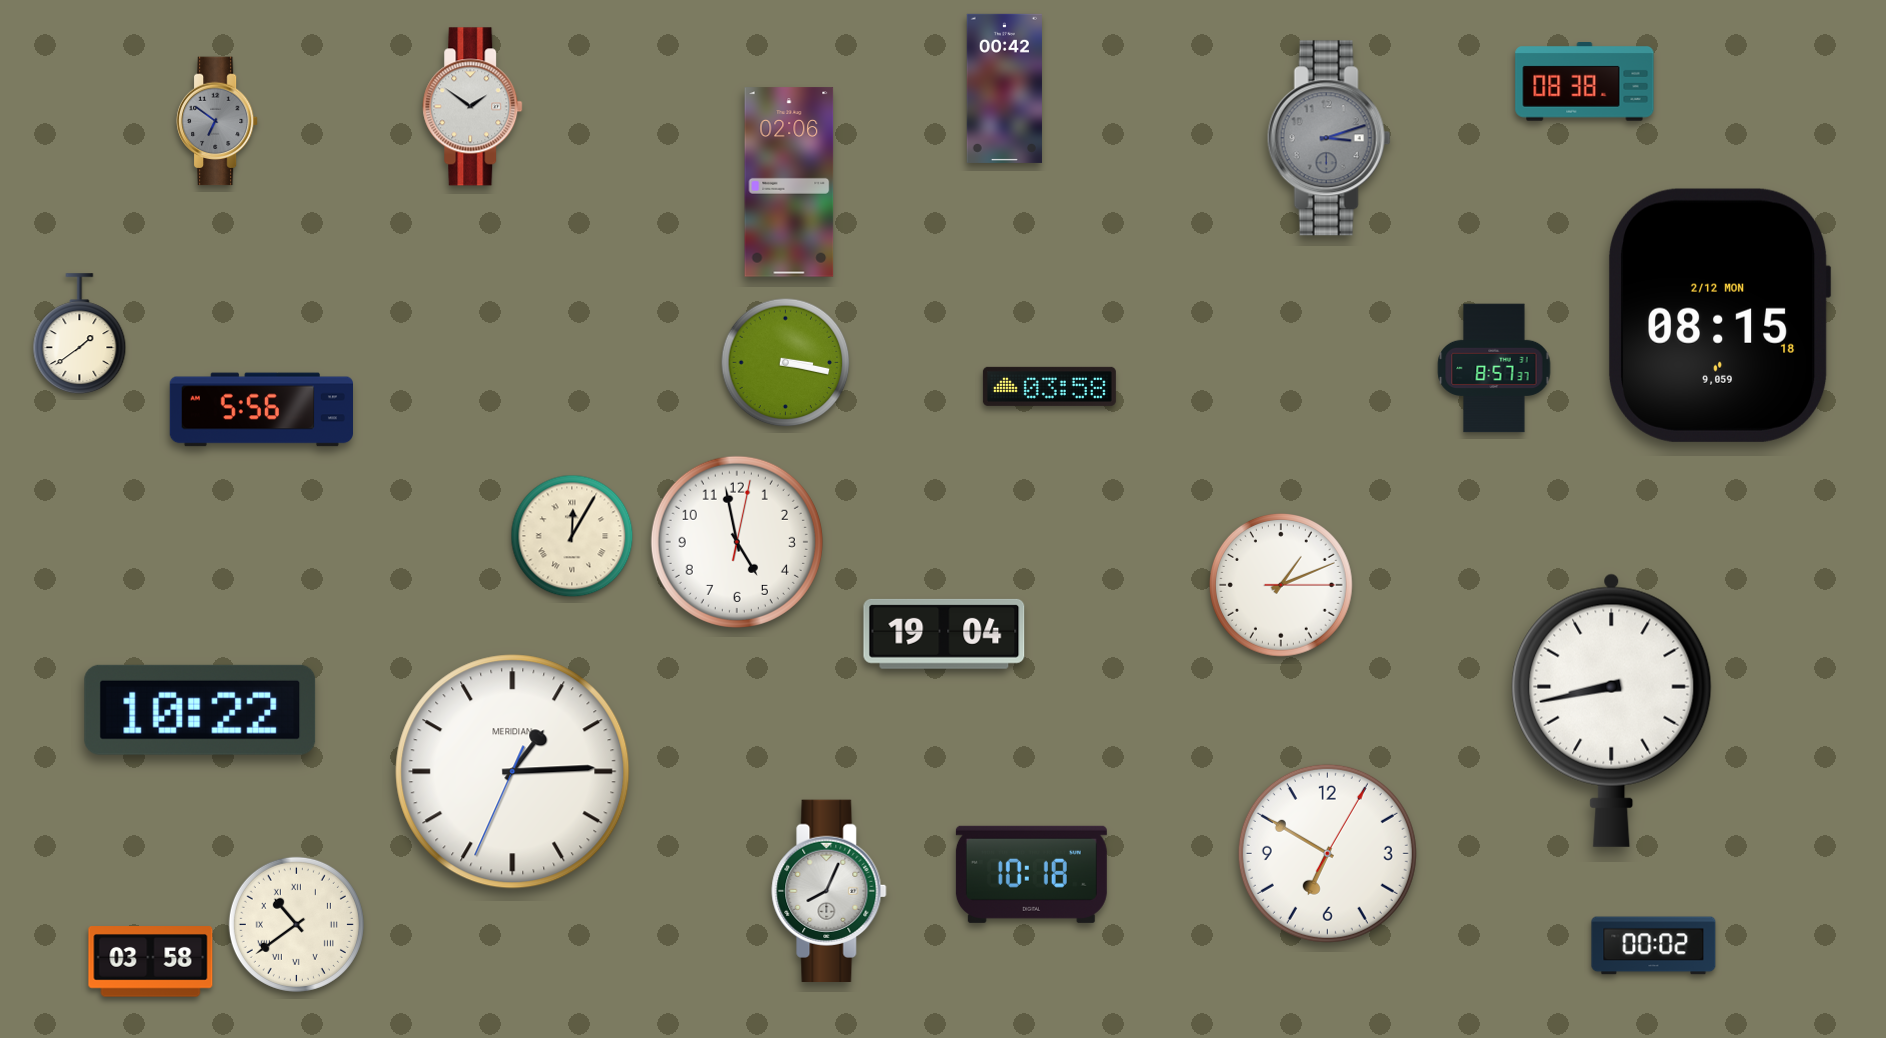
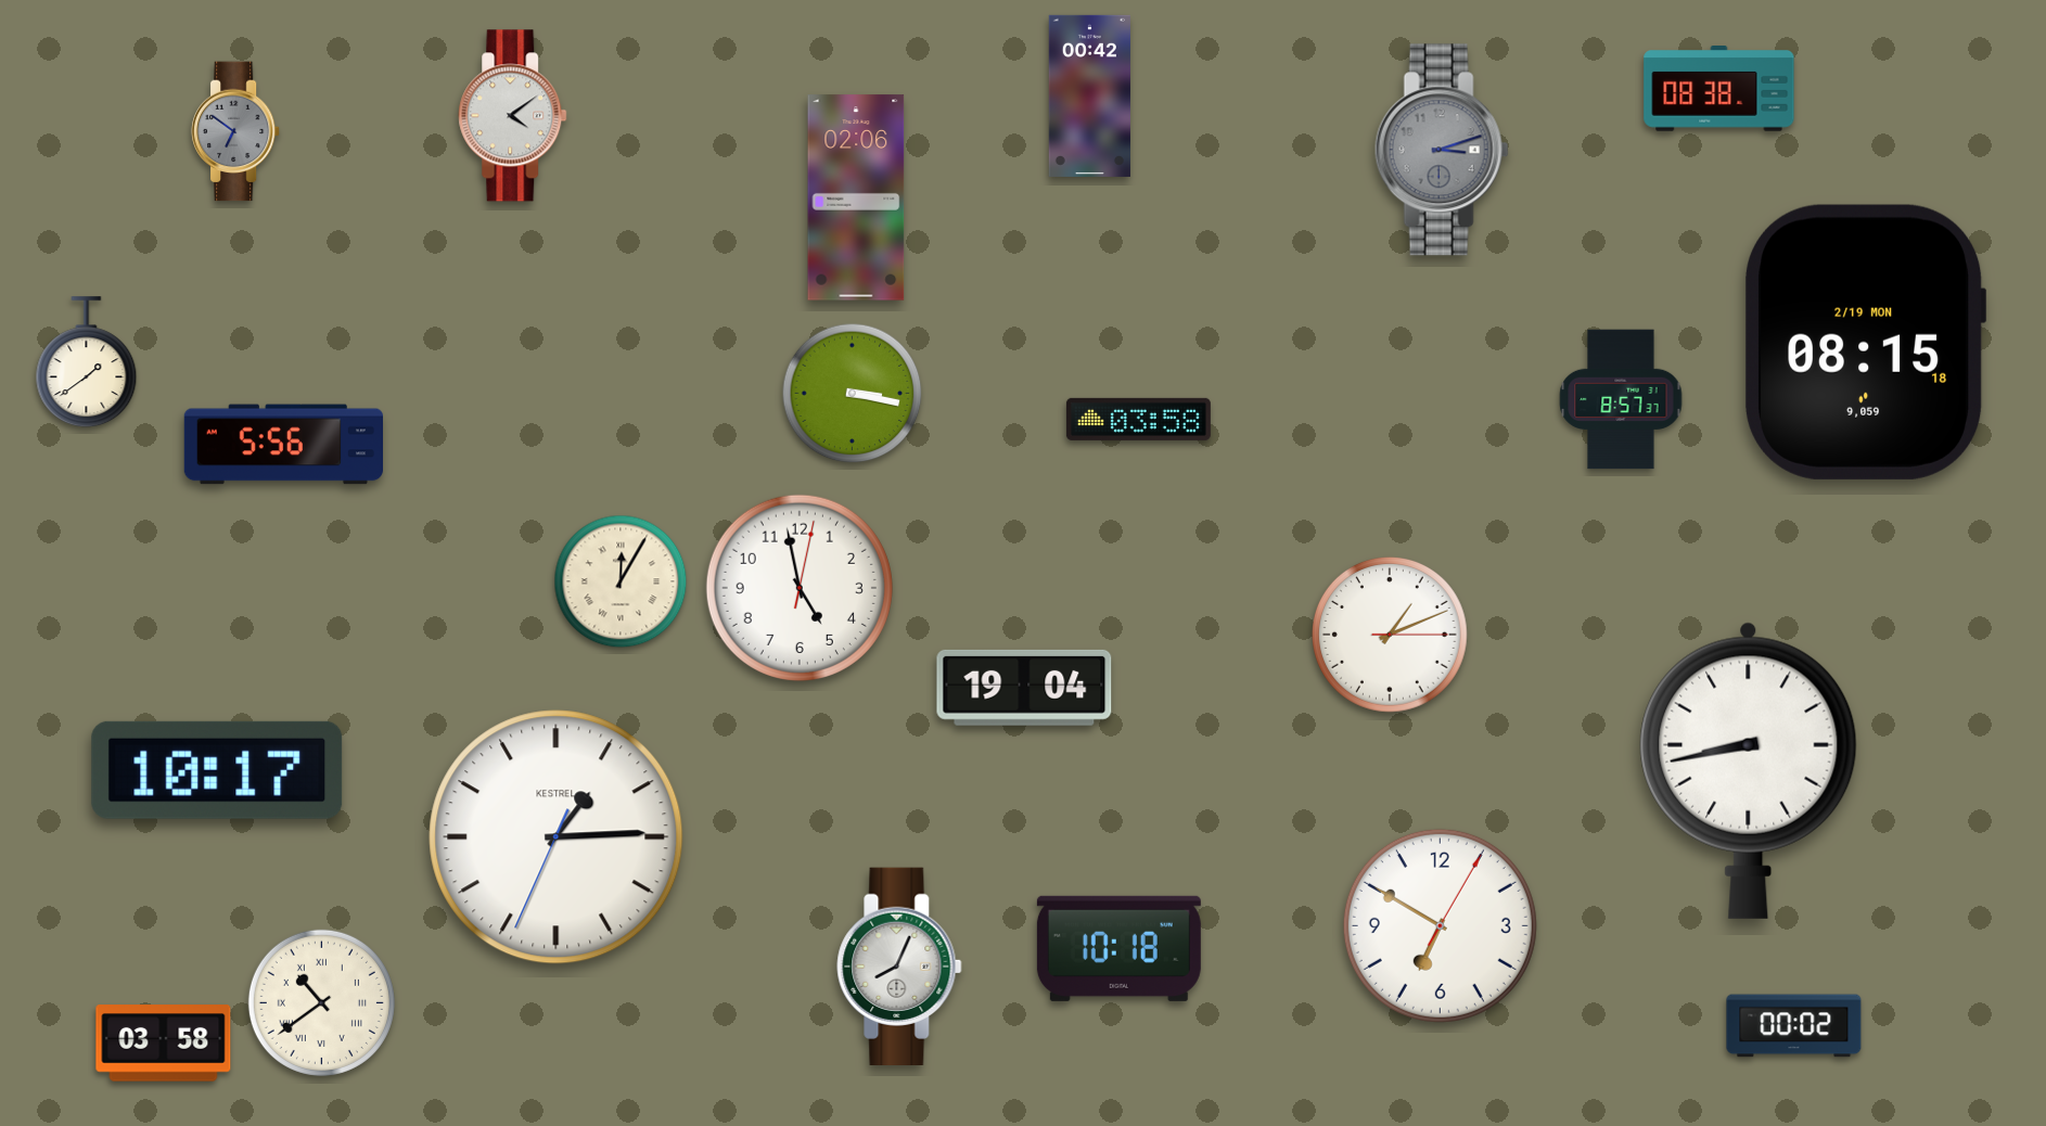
clock at (473, 107): 1:51 -> 4:09
clock at (1720, 315) date: 2/12 MON -> 2/19 MON
clock at (200, 710): 10:22 -> 10:17
clock at (513, 772) brand: MERIDIAN -> KESTREL
